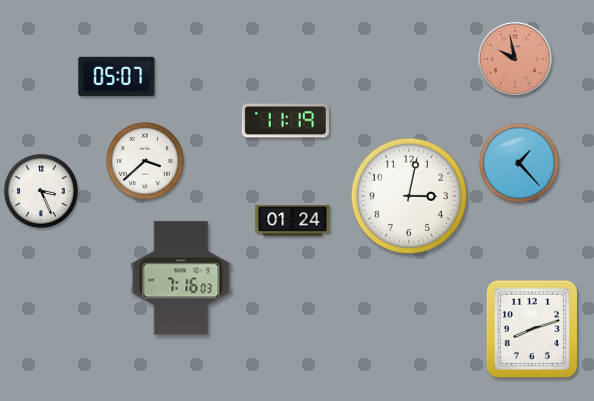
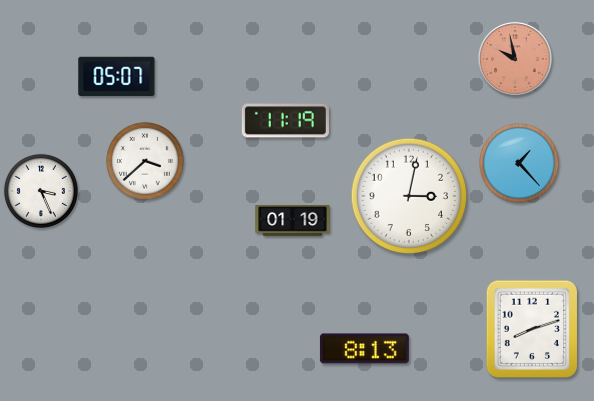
clock at (293, 221): 01:24 -> 01:19
clock at (181, 278): 7:16 -> none
clock at (364, 349): none -> 8:13
